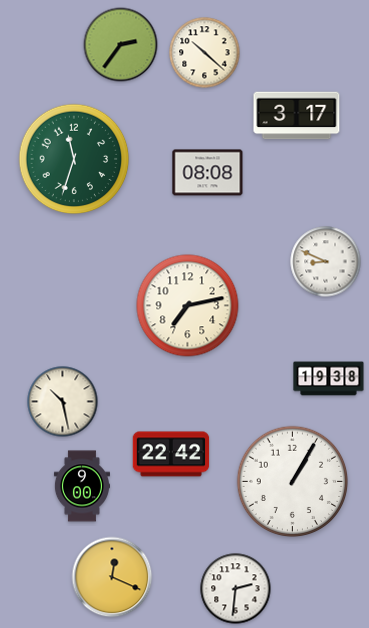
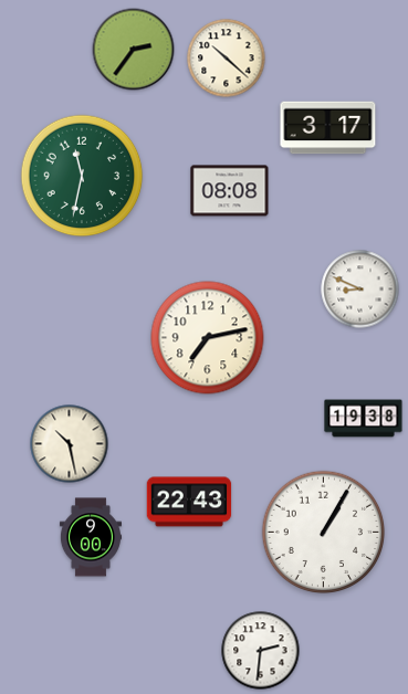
clock at (74, 159): 11:33 -> 11:32
clock at (171, 454): 22:42 -> 22:43
clock at (112, 577): 12:19 -> none
